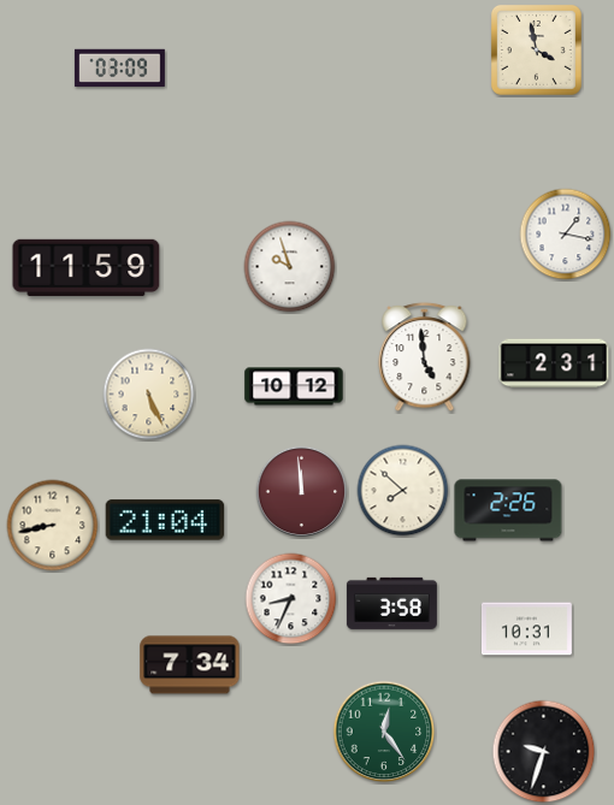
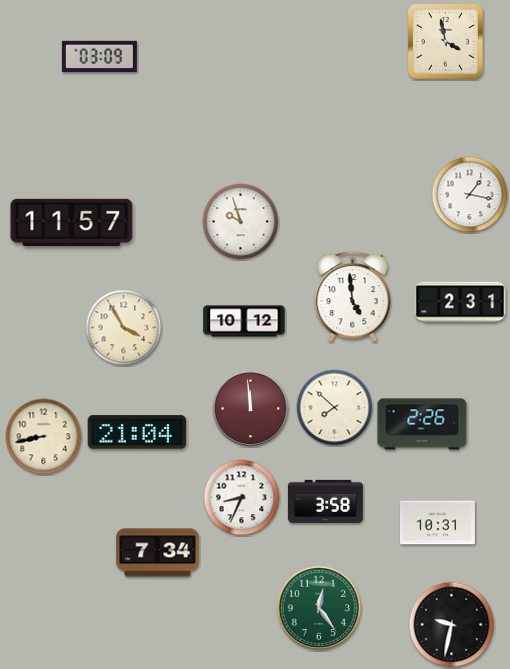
clock at (87, 267): 11:59 -> 11:57
clock at (149, 395): 5:26 -> 3:55
clock at (544, 752): 9:33 -> 9:32
